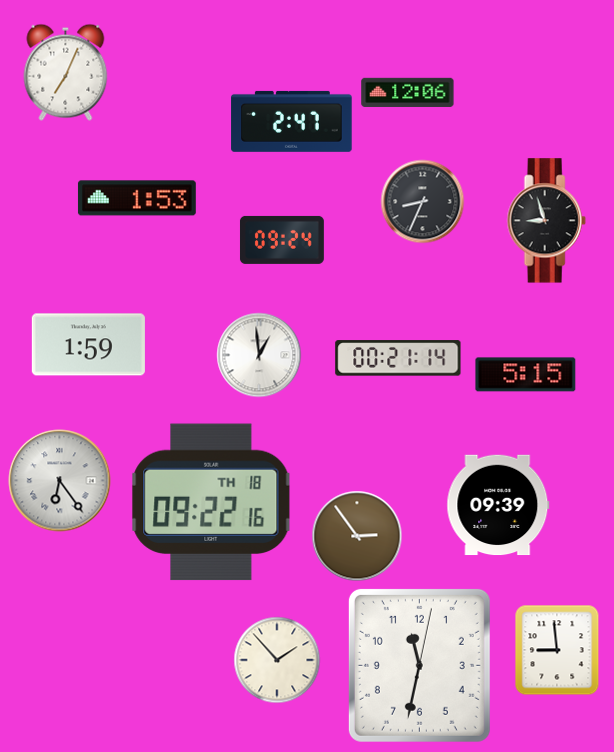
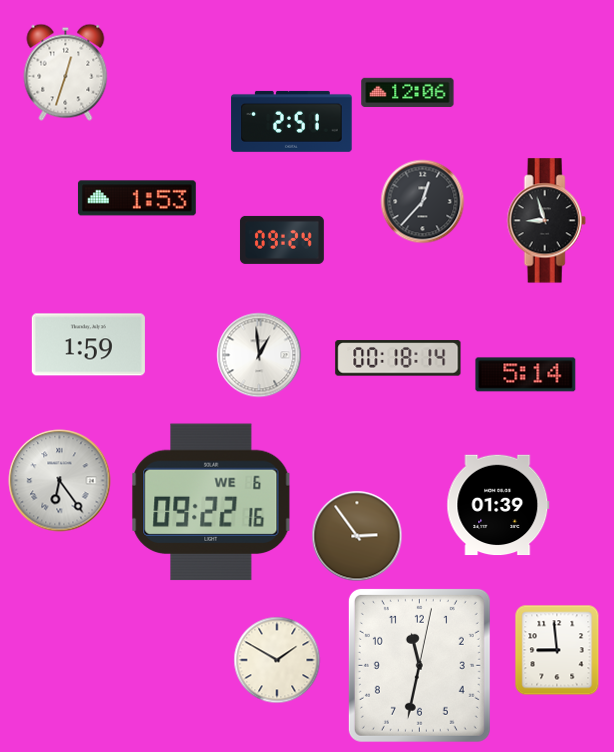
clock at (66, 72): 7:04 -> 12:33
clock at (292, 121): 2:47 -> 2:51
clock at (423, 202): 8:34 -> 12:37
clock at (398, 358): 00:21 -> 00:18
clock at (526, 375): 5:15 -> 5:14
clock at (211, 502) date: TH 18 -> WE 6
clock at (498, 505): 09:39 -> 01:39
clock at (277, 660): 1:53 -> 1:50
